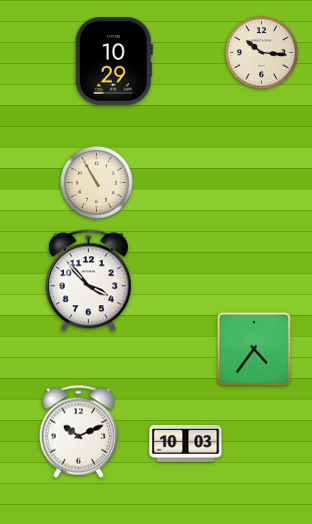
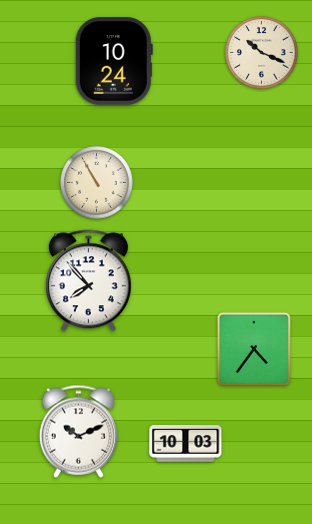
clock at (262, 53): 10:16 -> 10:19
clock at (114, 61): 10:29 -> 10:24
clock at (88, 281): 3:53 -> 7:53
